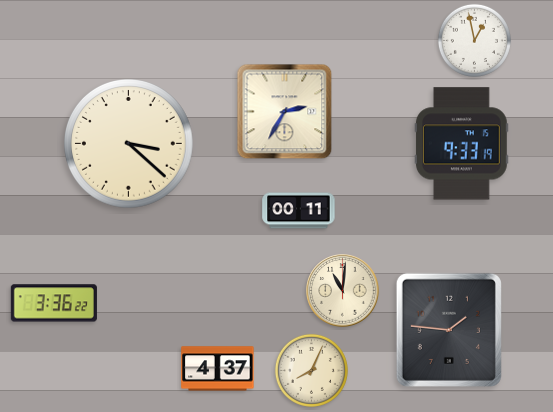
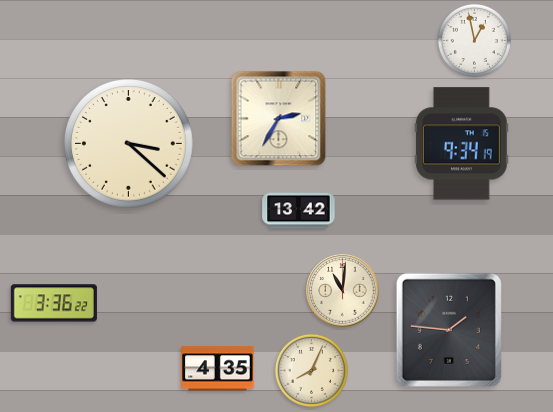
clock at (285, 112) position: (285, 112) -> (279, 119)
clock at (461, 144): 9:33 -> 9:34
clock at (299, 211): 00:11 -> 13:42
clock at (218, 369): 4:37 -> 4:35
